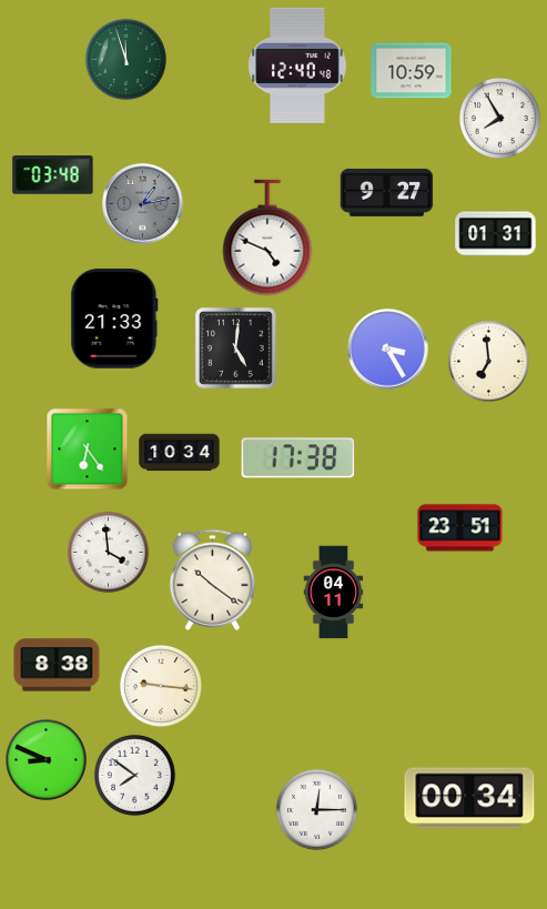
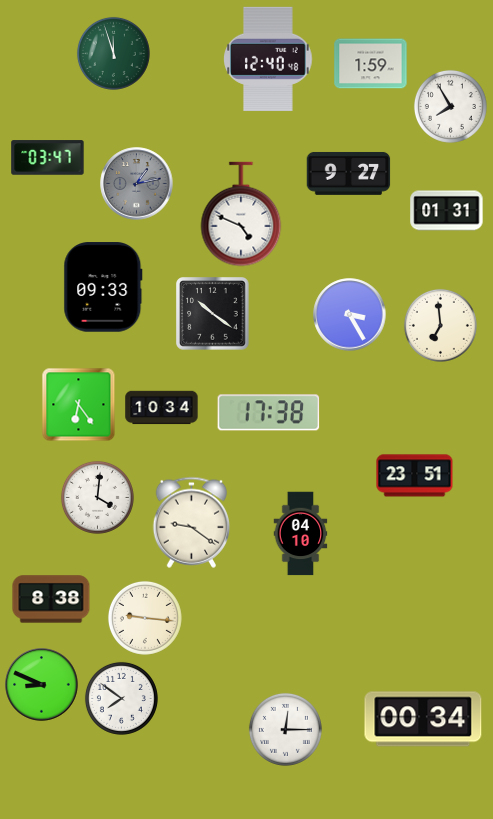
clock at (412, 71): 10:59 -> 1:59
clock at (53, 175): 03:48 -> 03:47
clock at (143, 204) position: (143, 204) -> (137, 184)
clock at (114, 319): 21:33 -> 09:33
clock at (236, 349): 5:01 -> 10:21
clock at (108, 552): 3:59 -> 4:01
clock at (212, 579): 10:21 -> 9:21
clock at (334, 593): 04:11 -> 04:10
